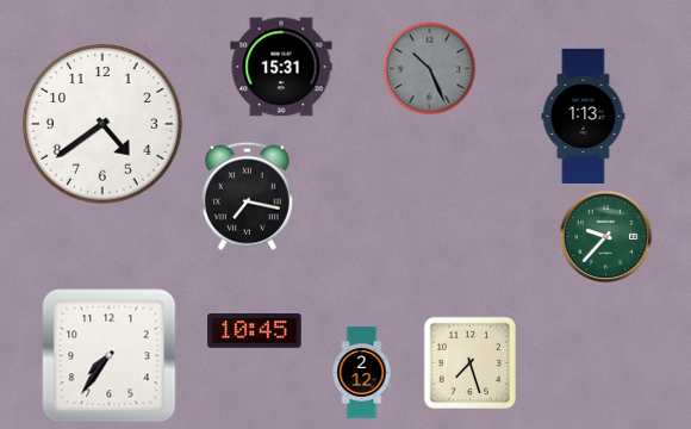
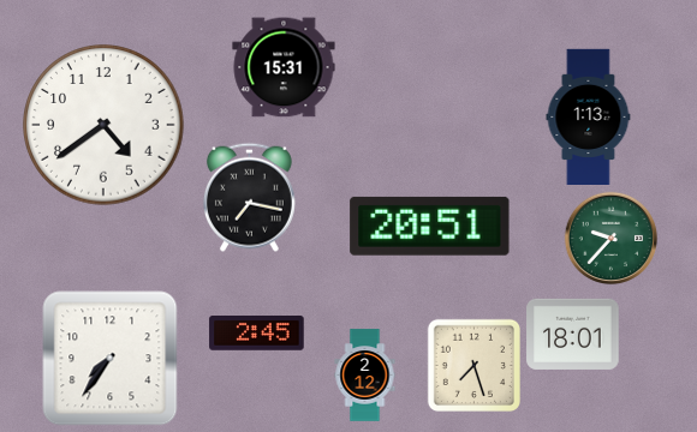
clock at (429, 68): 10:26 -> none
clock at (430, 226): none -> 20:51
clock at (255, 331): 10:45 -> 2:45
clock at (573, 334): none -> 18:01
